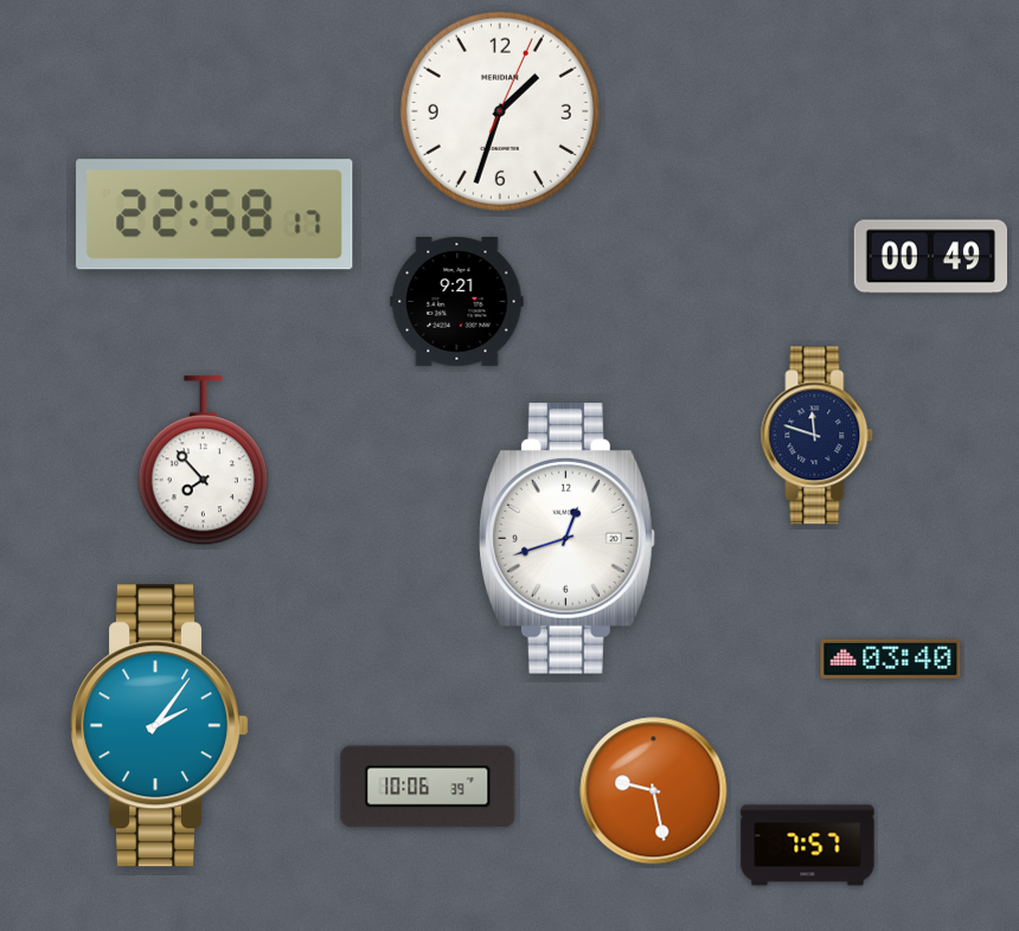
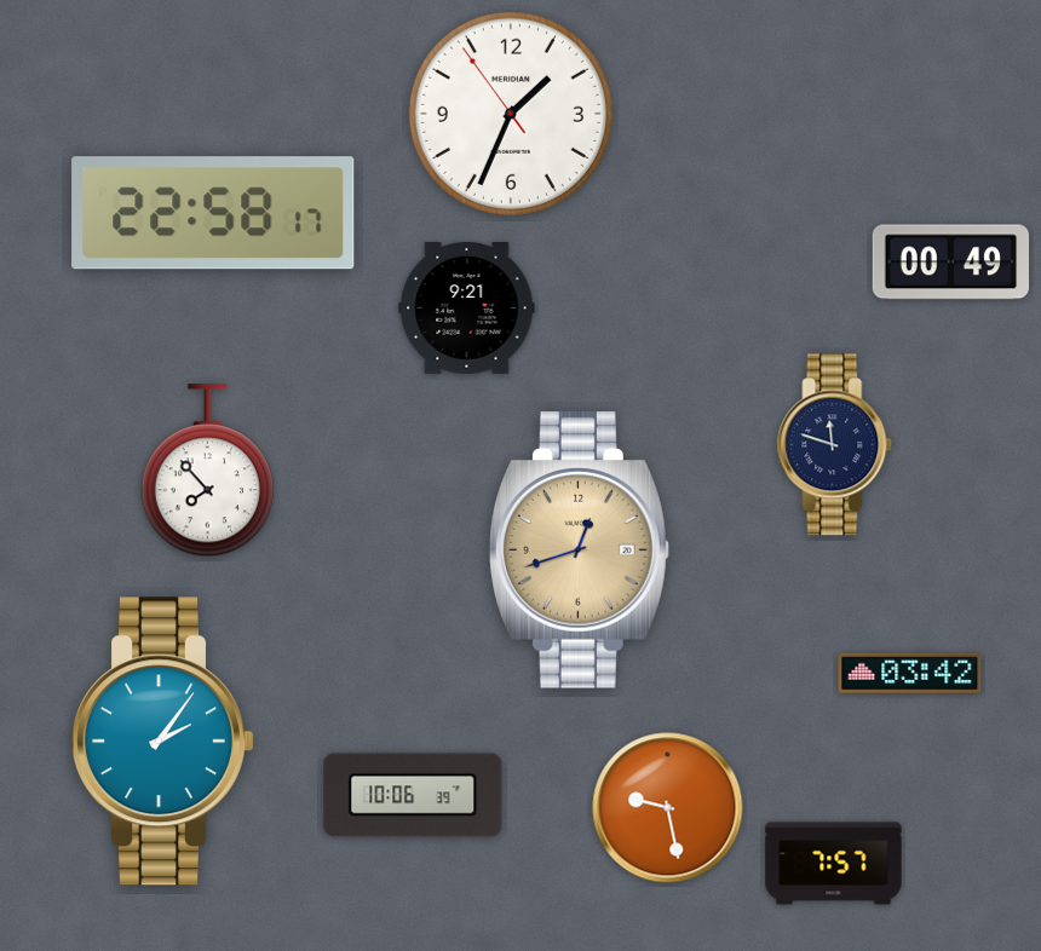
clock at (500, 111): 1:33:04 -> 1:33:54
clock at (214, 214) position: (214, 214) -> (213, 213)
clock at (568, 539) dial: white -> champagne
clock at (891, 659): 03:40 -> 03:42
clock at (428, 786) position: (428, 786) -> (413, 795)
clock at (808, 846) position: (808, 846) -> (834, 864)
